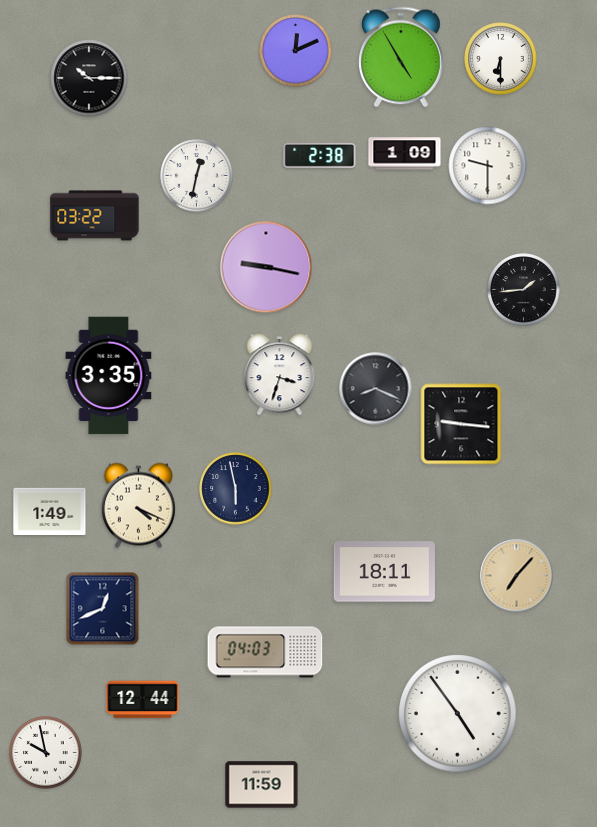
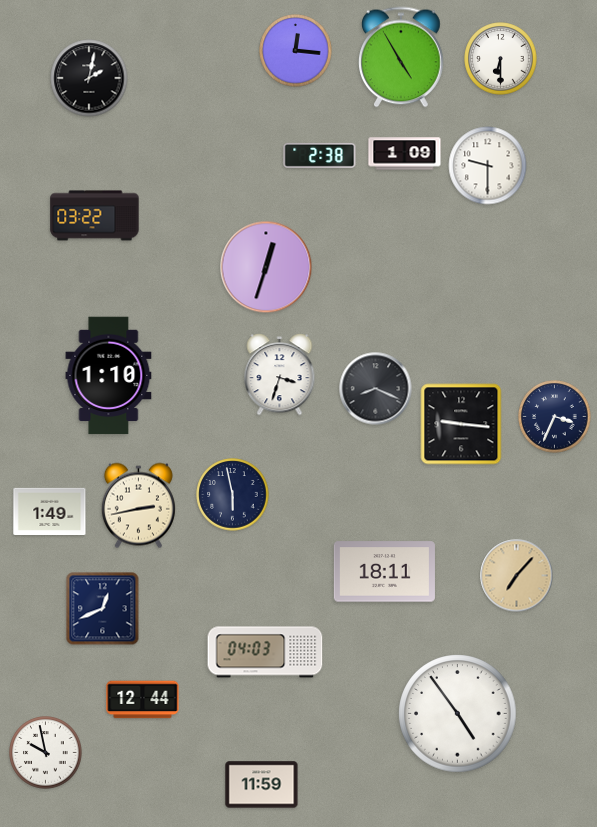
clock at (296, 51): 12:11 -> 12:16
clock at (89, 78): 10:15 -> 2:02
clock at (197, 176): 12:32 -> none
clock at (266, 267): 9:17 -> 12:33
clock at (524, 290): 1:44 -> none
clock at (109, 376): 3:35 -> 1:10
clock at (555, 417): none -> 3:34
clock at (236, 489) position: (236, 489) -> (233, 495)
clock at (138, 506): 4:19 -> 2:43
